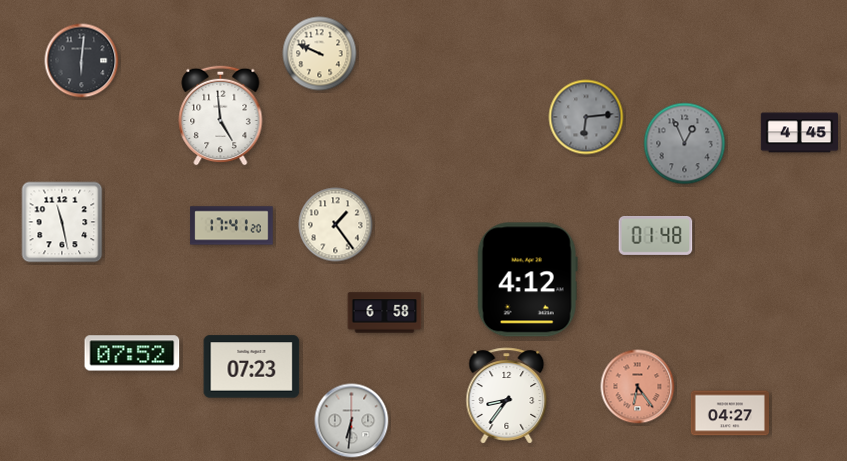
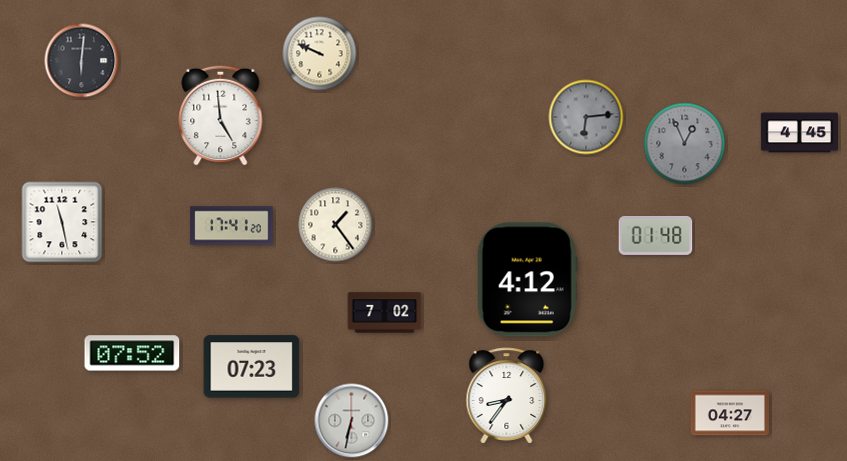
clock at (385, 313): 6:58 -> 7:02
clock at (638, 387): 6:24 -> none
clock at (352, 421): 6:31 -> 6:32
